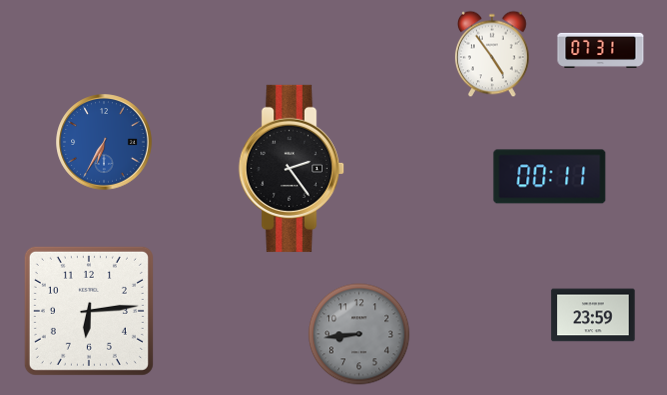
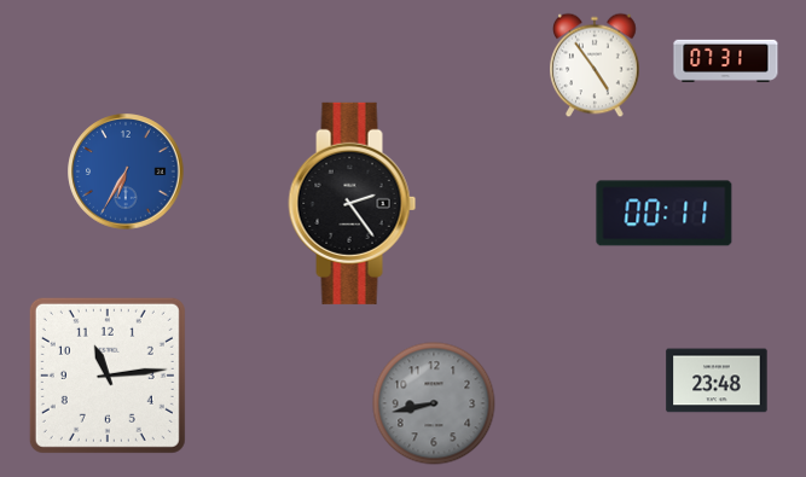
clock at (89, 311): 6:14 -> 11:14
clock at (593, 315): 23:59 -> 23:48
clock at (359, 334): 8:44 -> 8:43
